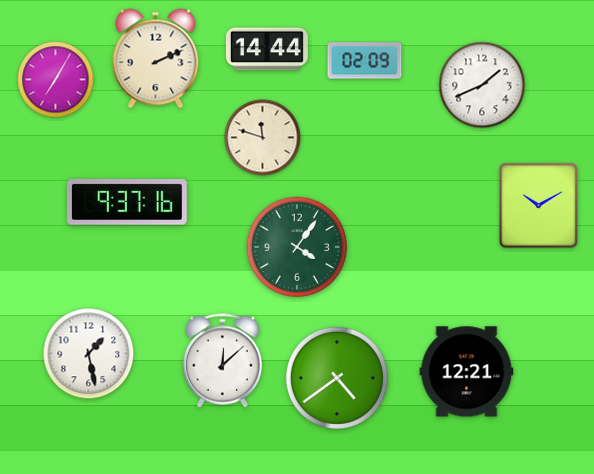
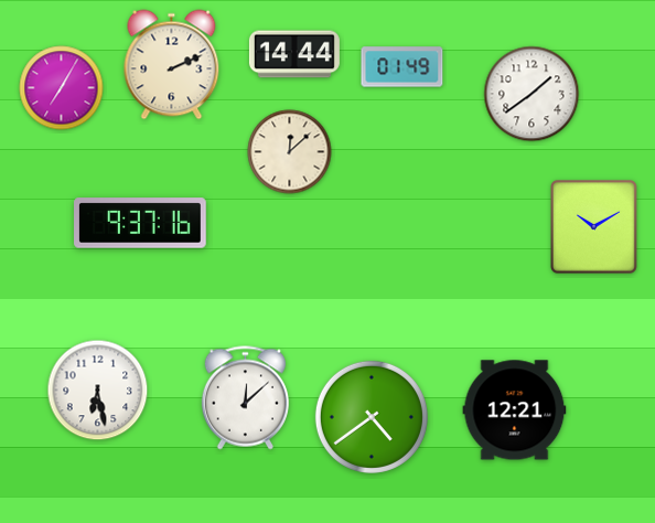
clock at (365, 61): 02:09 -> 01:49
clock at (482, 85): 1:41 -> 1:39
clock at (263, 138): 11:48 -> 12:08
clock at (297, 247): 4:06 -> none
clock at (89, 354): 1:28 -> 6:28
